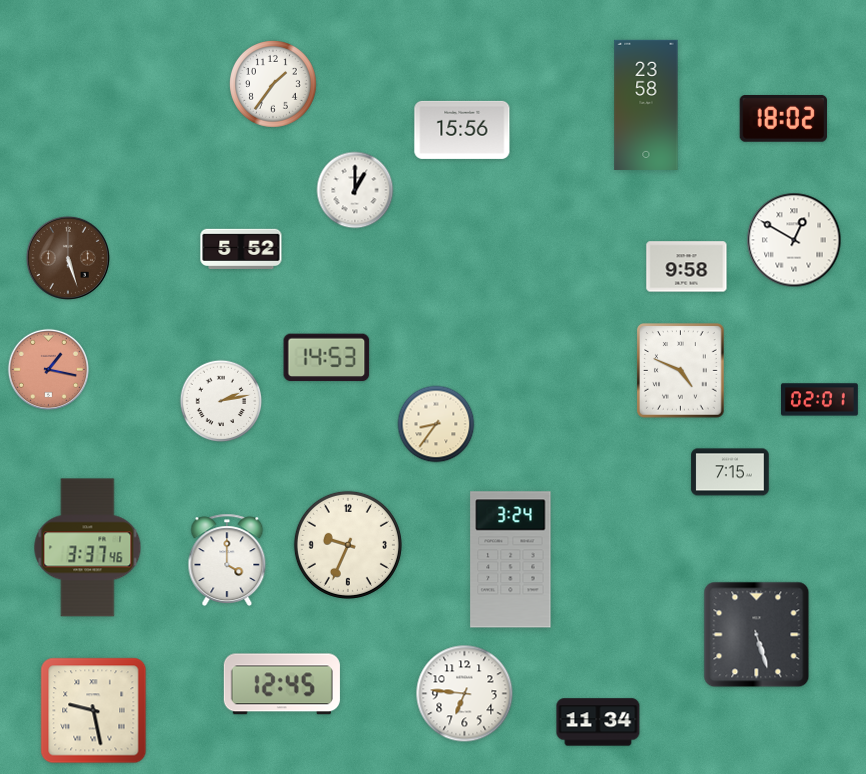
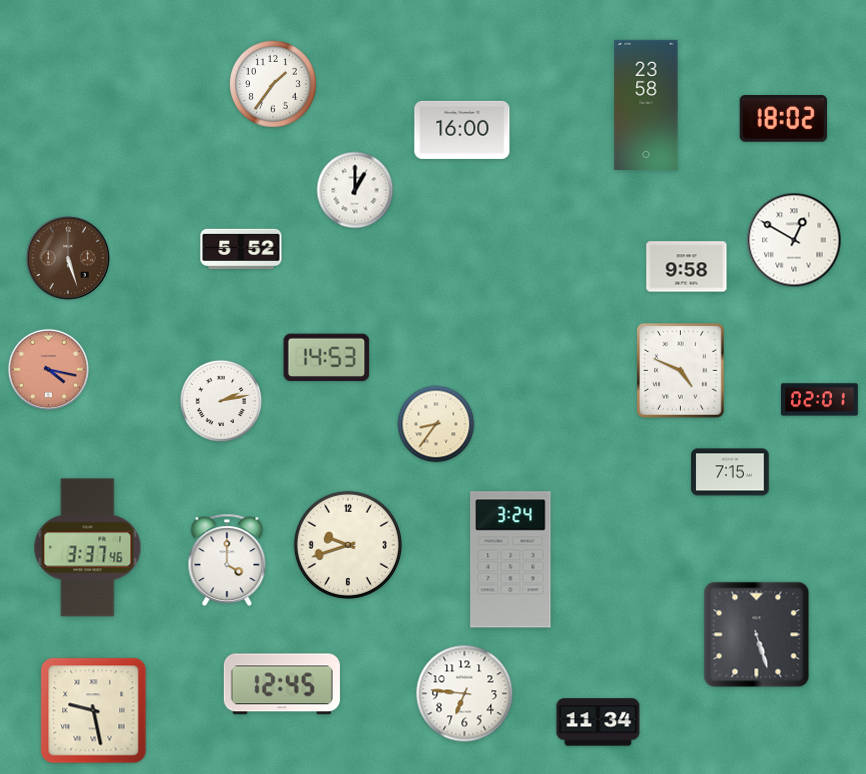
clock at (462, 130): 15:56 -> 16:00
clock at (48, 369): 1:17 -> 4:17
clock at (348, 545): 9:34 -> 9:42
